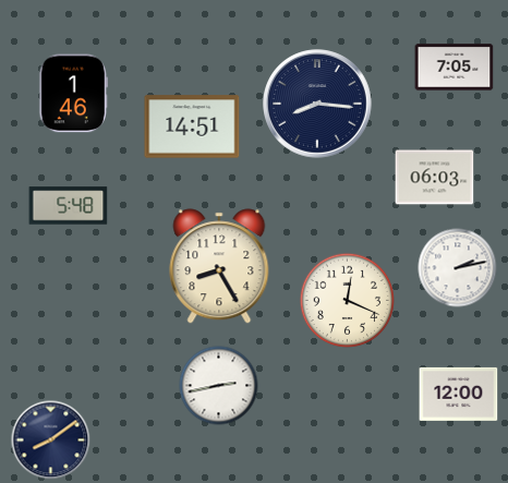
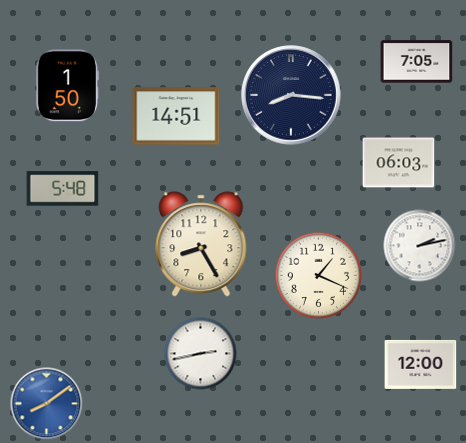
clock at (73, 94): 1:46 -> 1:50
clock at (348, 301): 12:19 -> 1:19
clock at (459, 394) position: (459, 394) -> (421, 364)
clock at (51, 440) dial: navy -> blue
